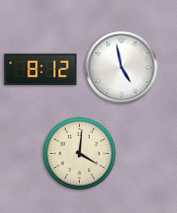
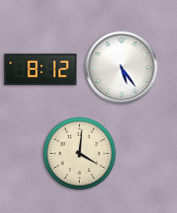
clock at (122, 68): 4:58 -> 5:24
